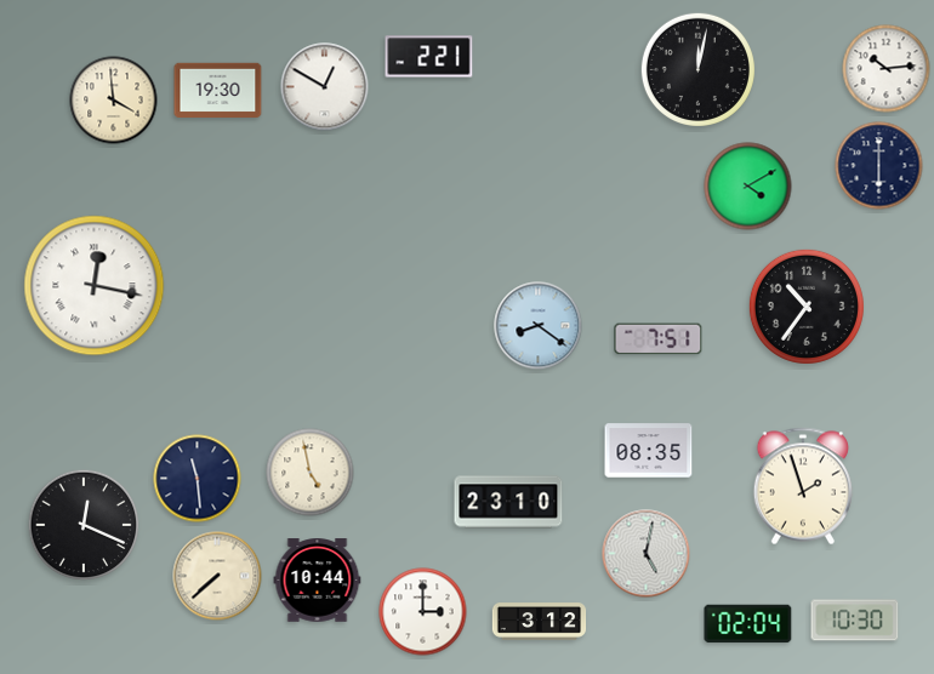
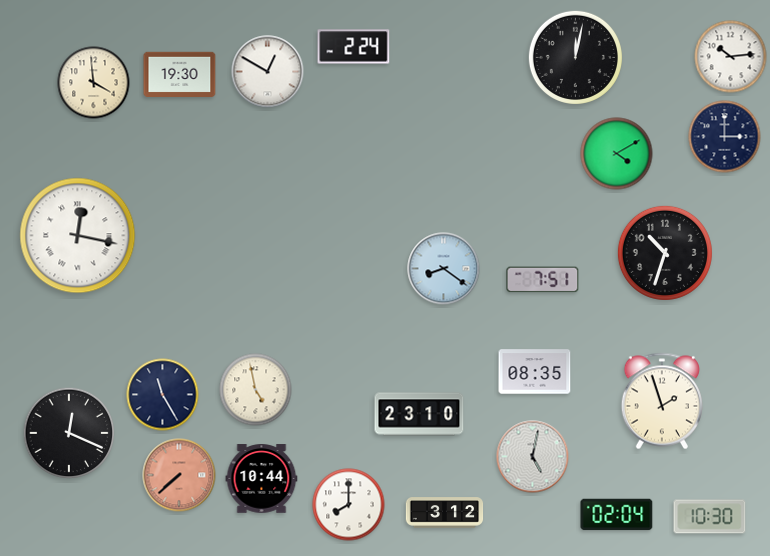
clock at (429, 57): 2:21 -> 2:24
clock at (879, 166): 6:00 -> 3:00
clock at (807, 307): 10:36 -> 10:33
clock at (198, 479): 11:29 -> 11:25
clock at (217, 576) dial: cream -> salmon
clock at (423, 612): 3:00 -> 8:00
clock at (855, 621) position: (855, 621) -> (710, 517)
